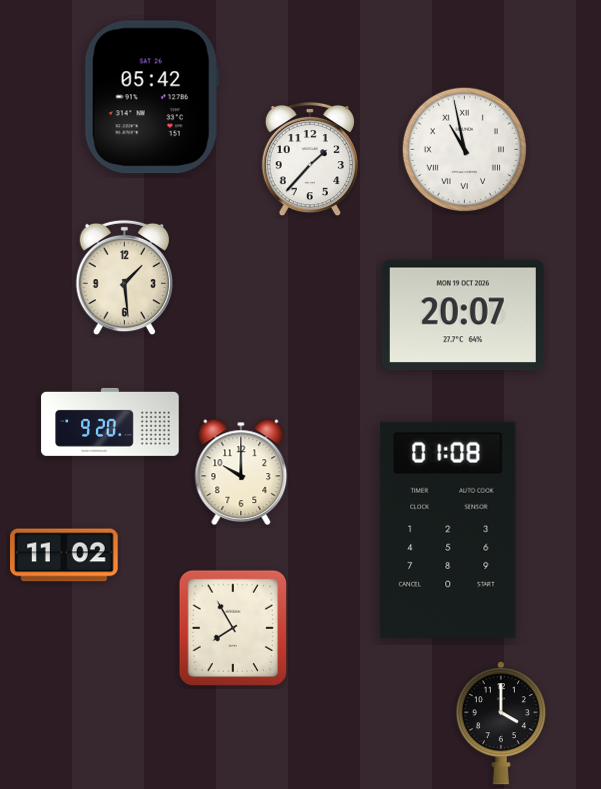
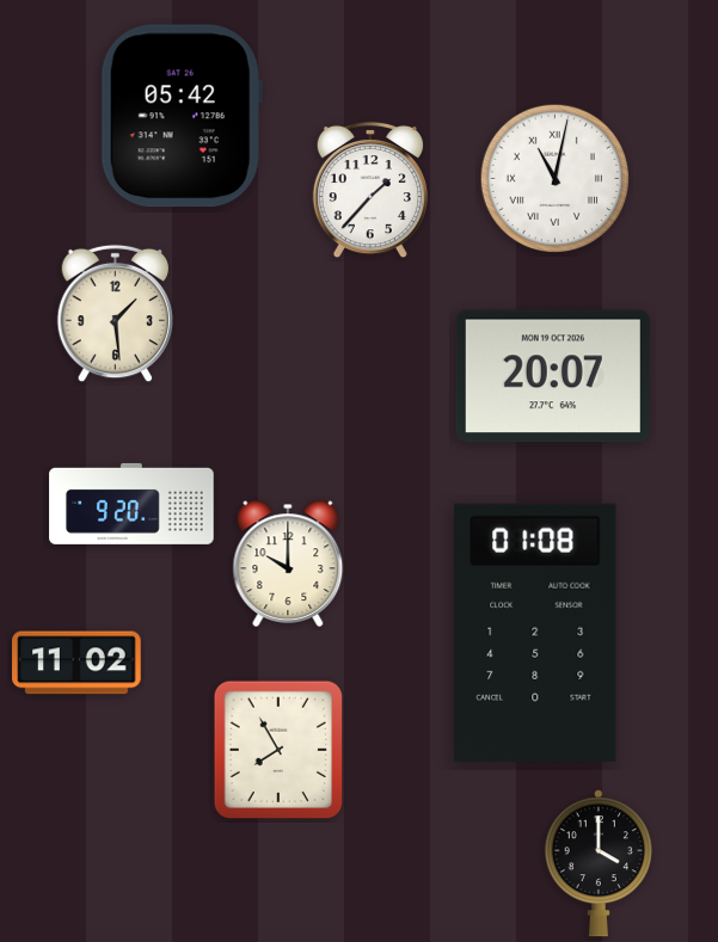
clock at (464, 149): 10:58 -> 11:02
clock at (125, 278) position: (125, 278) -> (116, 314)
